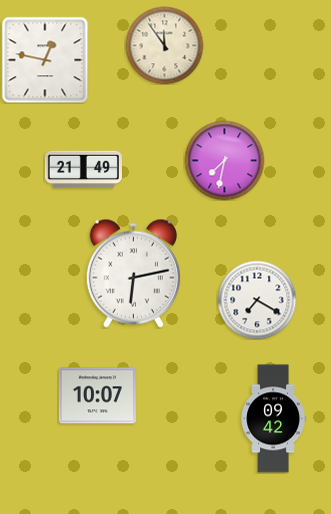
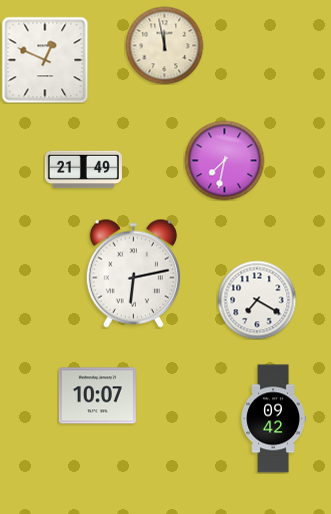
clock at (164, 45): 11:54 -> 11:58
clock at (45, 60): 12:47 -> 12:49
